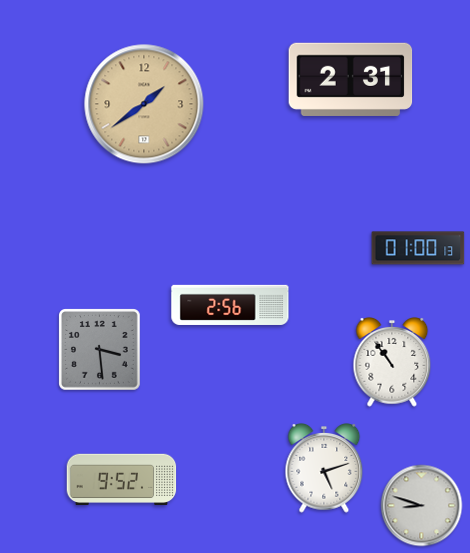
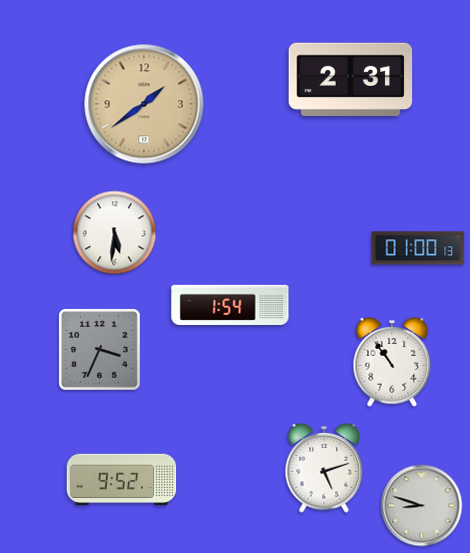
clock at (115, 233): none -> 5:31
clock at (230, 305): 2:56 -> 1:54
clock at (100, 350): 3:29 -> 3:34
